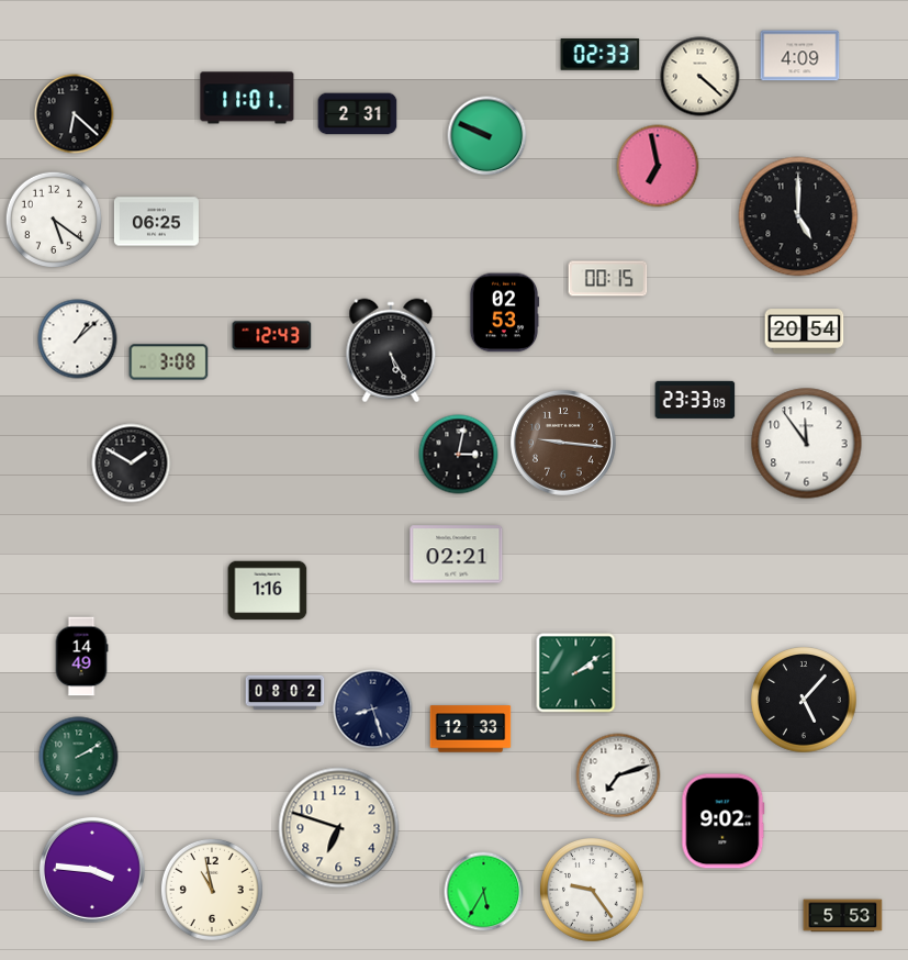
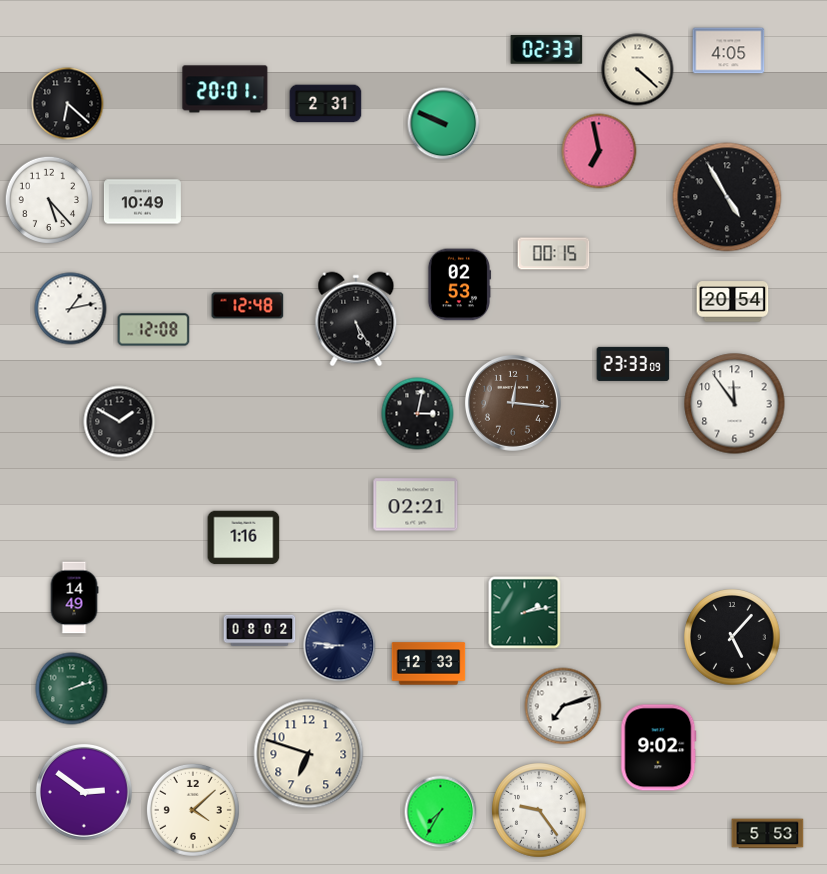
clock at (800, 56): 4:09 -> 4:05
clock at (247, 98): 11:01 -> 20:01
clock at (798, 216): 5:00 -> 4:55
clock at (53, 219): 5:21 -> 5:23
clock at (156, 222): 06:25 -> 10:49
clock at (272, 336): 12:43 -> 12:48
clock at (78, 339): 1:08 -> 1:13
clock at (169, 362): 3:08 -> 12:08
clock at (563, 443): 9:16 -> 12:16
clock at (576, 673): 2:09 -> 2:13
clock at (373, 710): 8:27 -> 8:46
clock at (79, 757): 2:10 -> 2:12
clock at (92, 870): 3:46 -> 2:51
clock at (212, 890): 10:58 -> 4:08
clock at (484, 892): 5:35 -> 7:35
